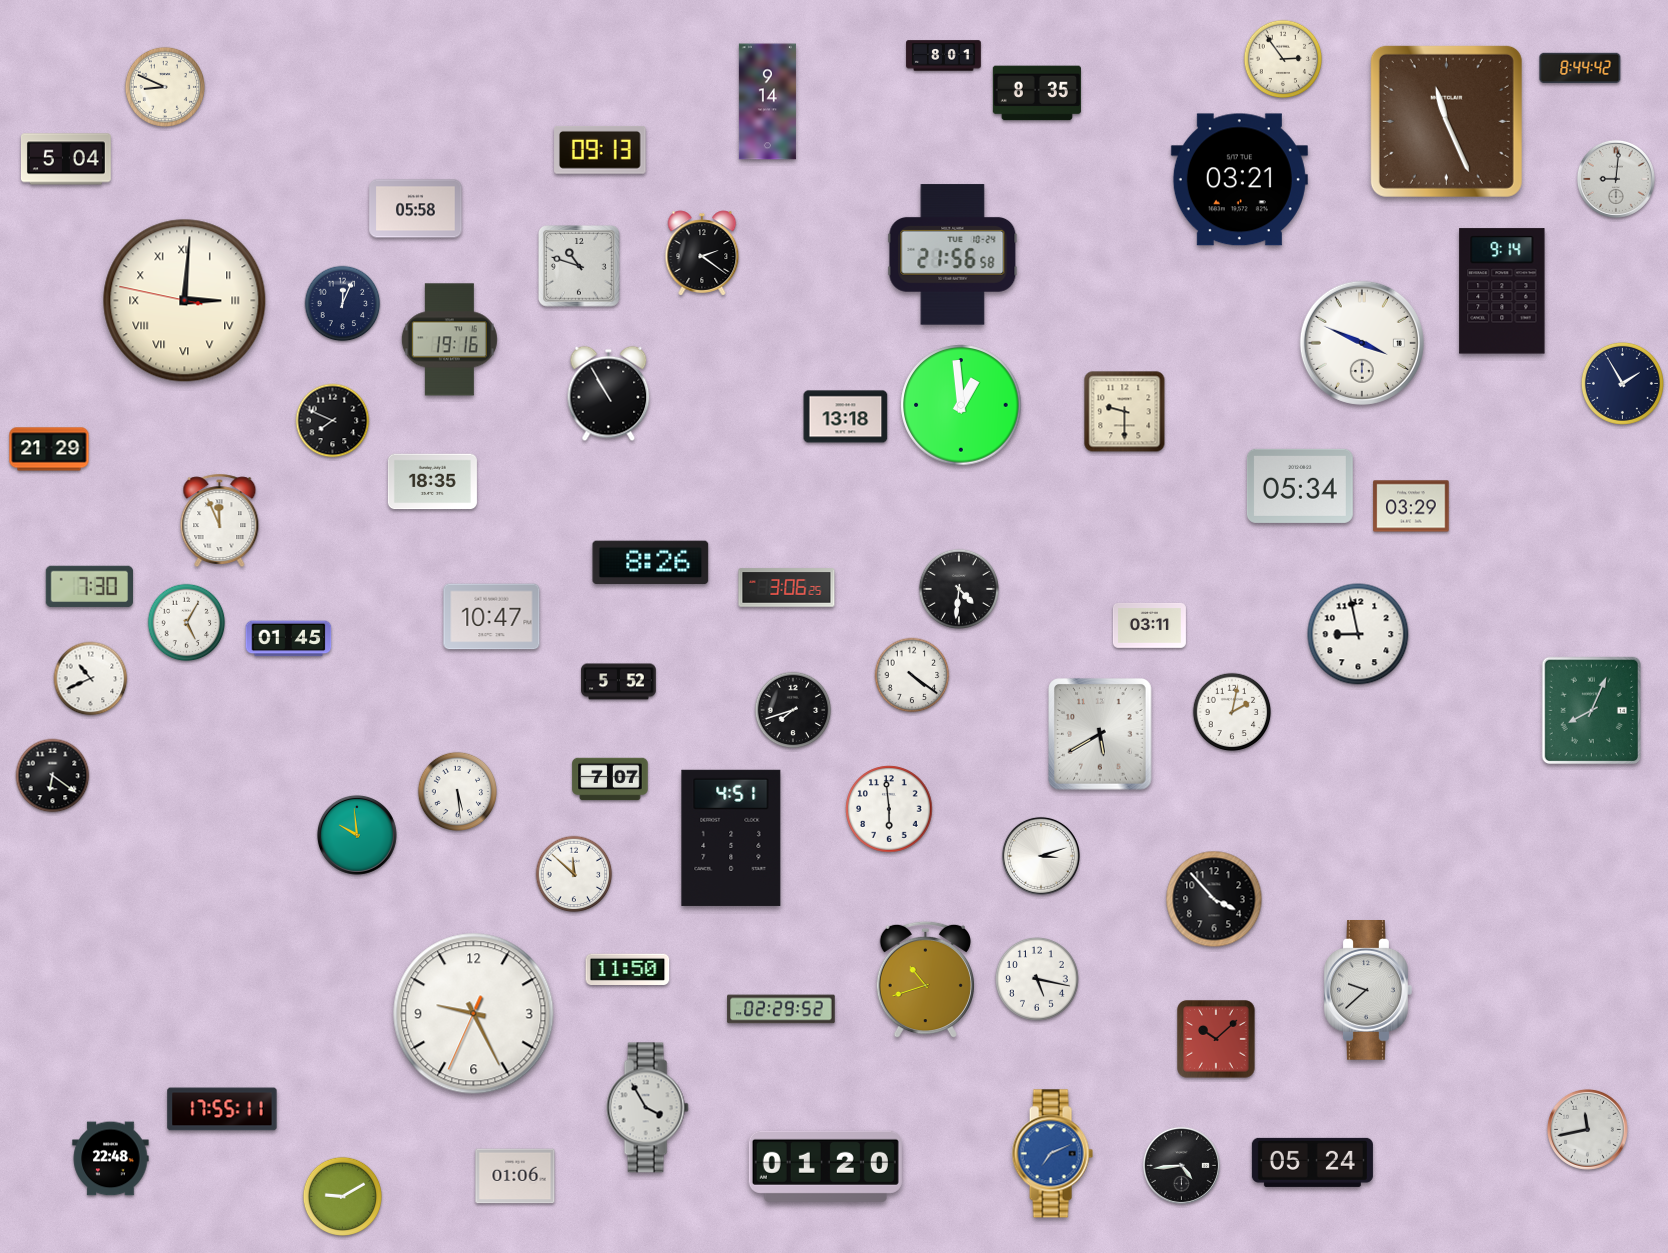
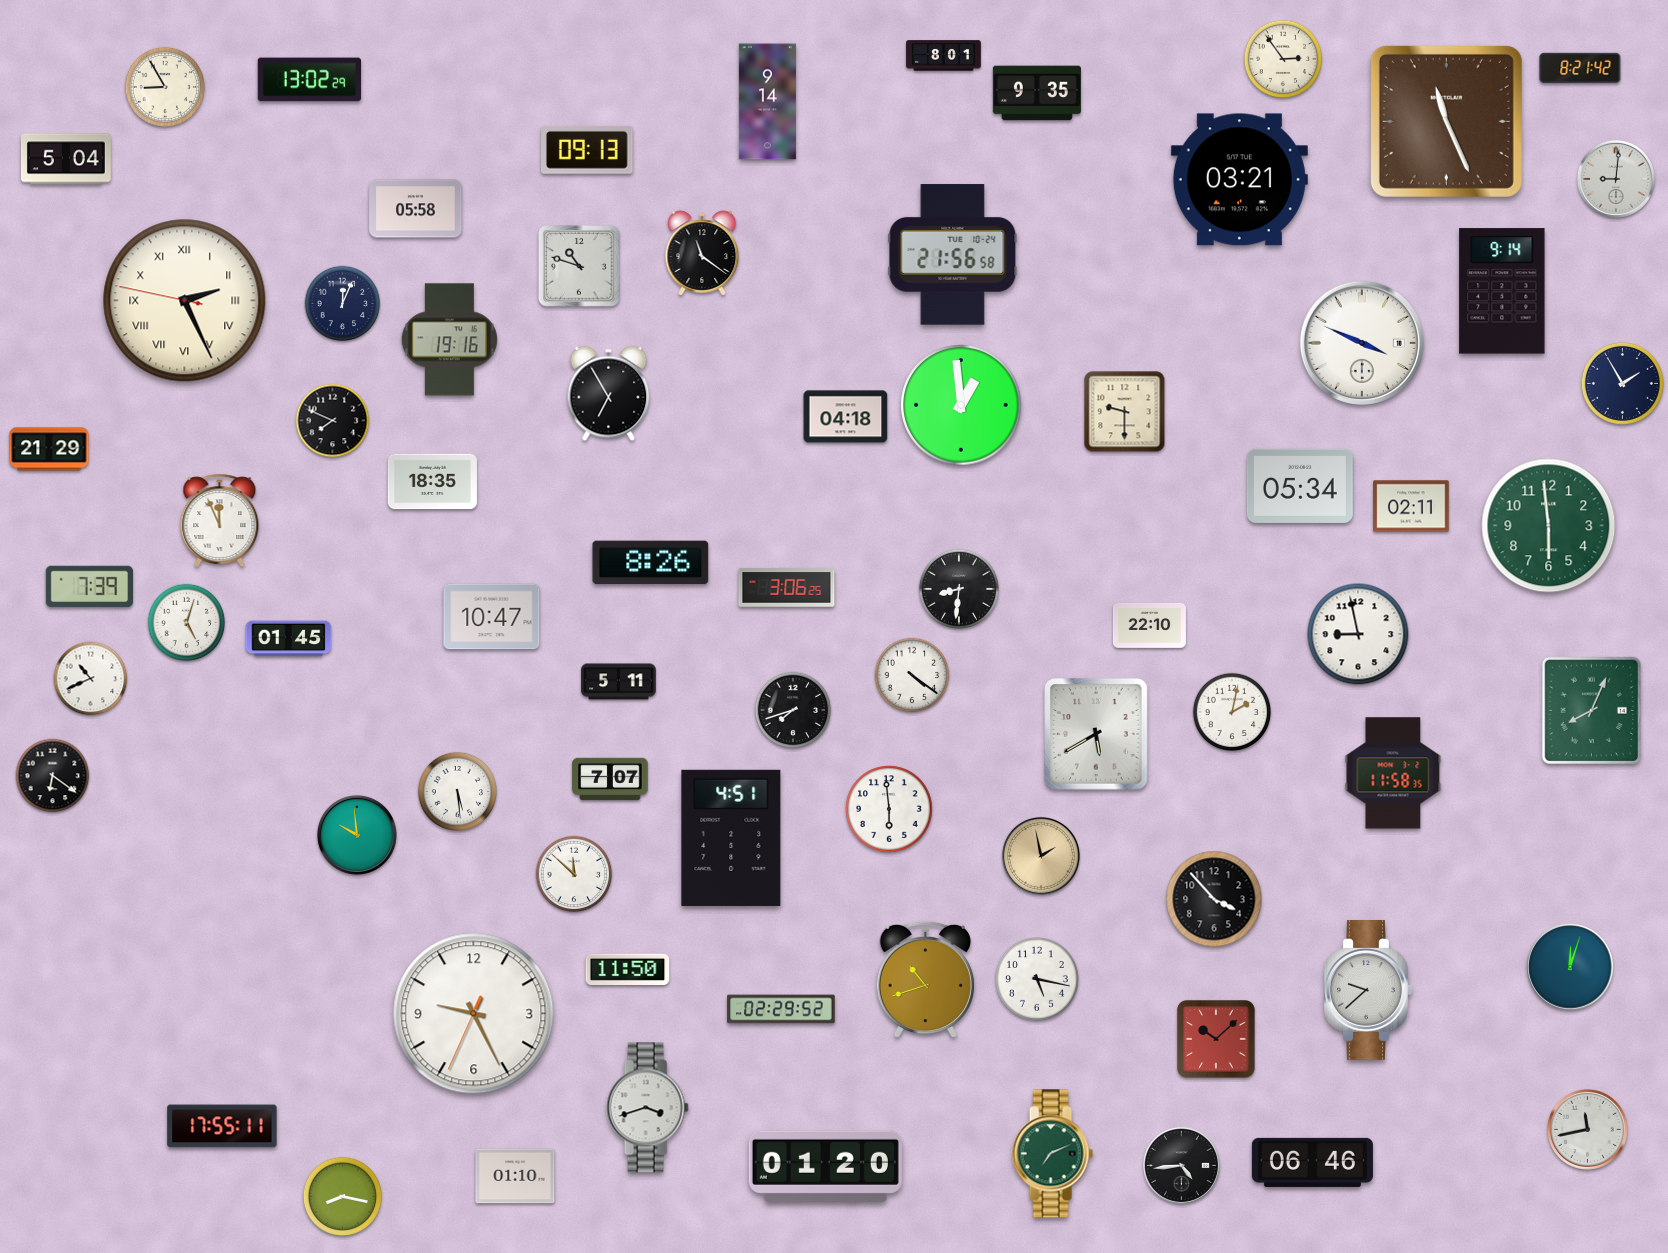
clock at (1580, 67): 8:44 -> 8:21
clock at (309, 80): none -> 13:02
clock at (165, 87): 8:49 -> 8:55
clock at (1037, 93): 8:35 -> 9:35
clock at (600, 150) position: (600, 150) -> (587, 150)
clock at (702, 253): 2:21 -> 11:21
clock at (185, 301): 3:00 -> 2:25
clock at (609, 394): 10:55 -> 6:55
clock at (846, 417): 13:18 -> 04:18
clock at (1411, 506): 03:29 -> 02:11
clock at (1549, 526): none -> 5:59
clock at (89, 587): 7:30 -> 7:39
clock at (959, 589): 4:31 -> 8:31
clock at (187, 623): 5:05 -> 5:03
clock at (1149, 625): 03:11 -> 22:10
clock at (619, 682): 5:52 -> 5:11
clock at (1100, 734) position: (1100, 734) -> (1096, 734)
clock at (1393, 773): none -> 11:58
clock at (1041, 856): 3:12 -> 1:58
clock at (1041, 856) dial: white -> champagne
clock at (1570, 967): none -> 12:03
clock at (647, 1108): 3:55 -> 3:42
clock at (222, 1109) position: (222, 1109) -> (222, 1126)
clock at (1052, 1154) dial: blue -> green
clock at (111, 1159): 22:48 -> none
clock at (1312, 1162): 05:24 -> 06:46
clock at (515, 1176): 01:06 -> 01:10
clock at (342, 1196): 9:10 -> 8:17
